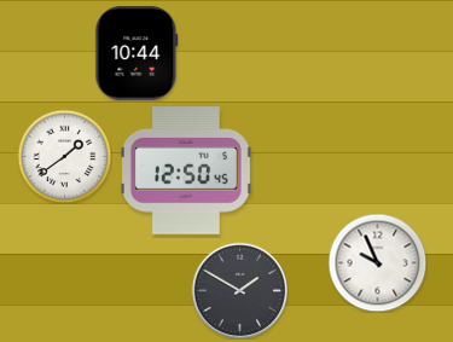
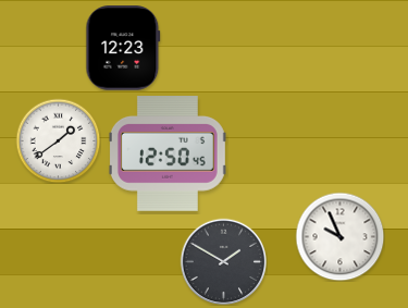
clock at (137, 53): 10:44 -> 12:23
clock at (239, 290) position: (239, 290) -> (223, 261)
